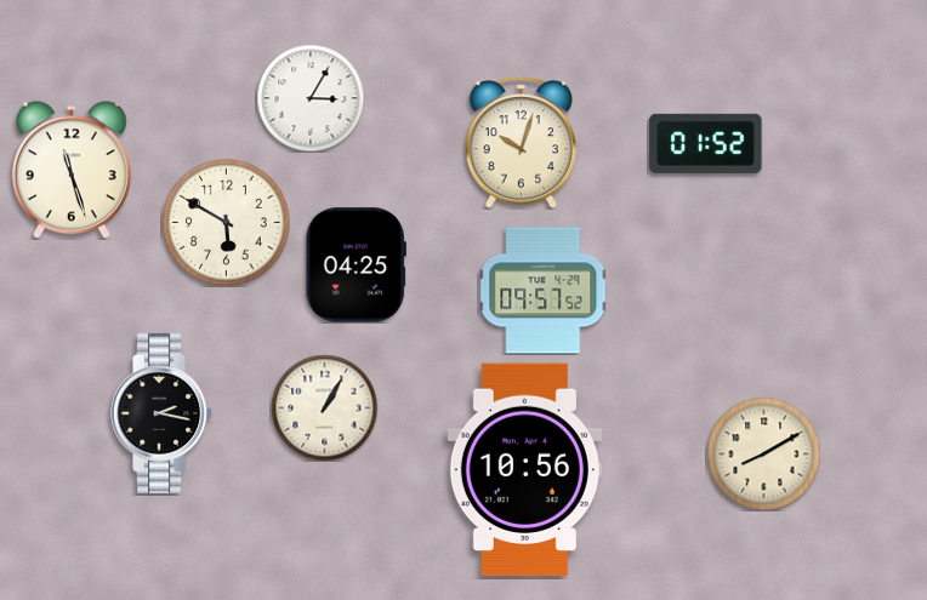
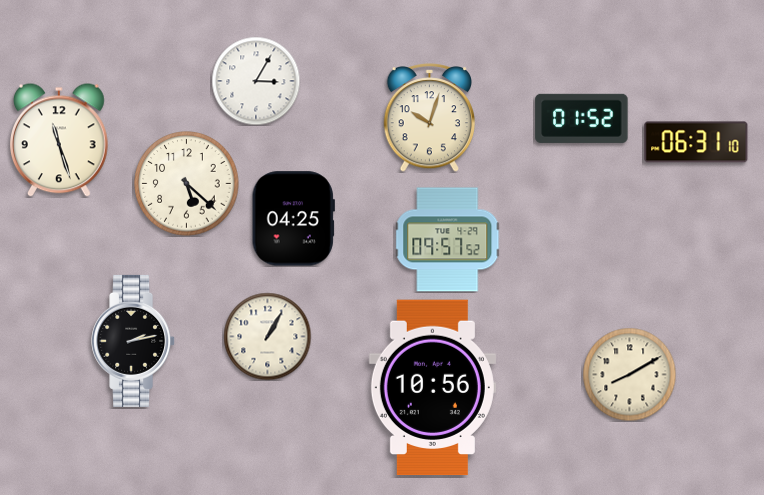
clock at (696, 142): none -> 06:31
clock at (227, 223): 5:50 -> 5:22
clock at (163, 413): 2:17 -> 2:13
